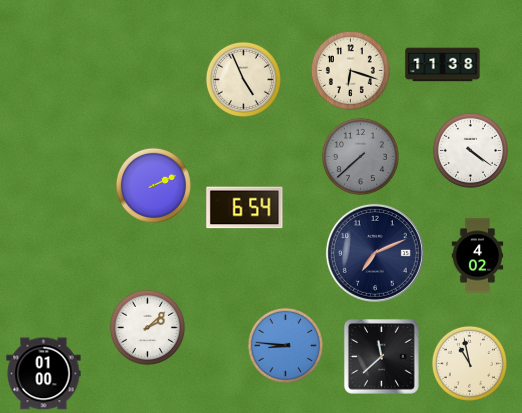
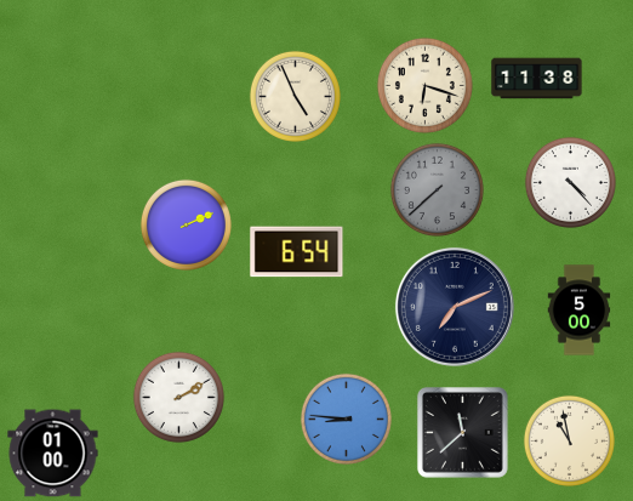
clock at (470, 150): 4:21 -> 4:23
clock at (478, 256): 4:02 -> 5:00
clock at (147, 327): 2:08 -> 2:10
